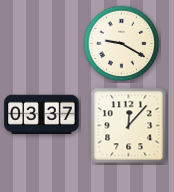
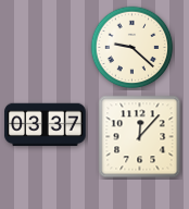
clock at (122, 44): 9:20 -> 9:22
